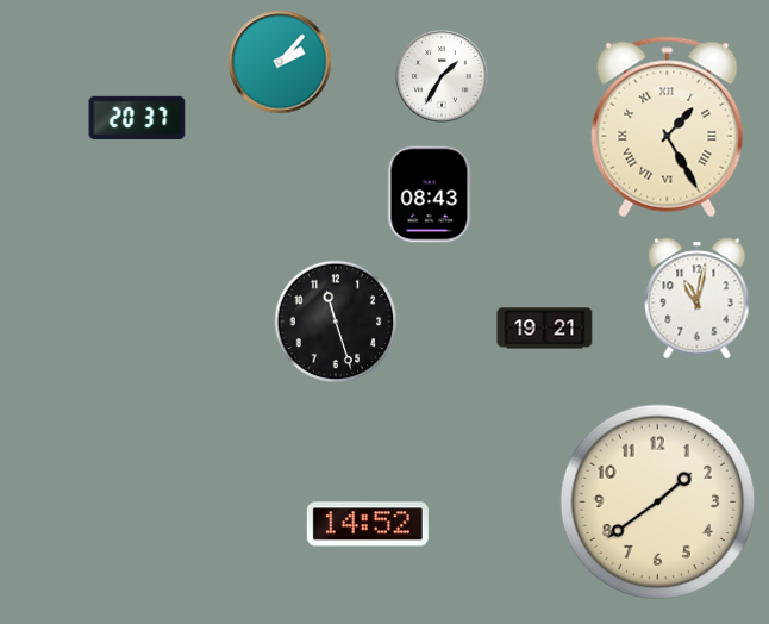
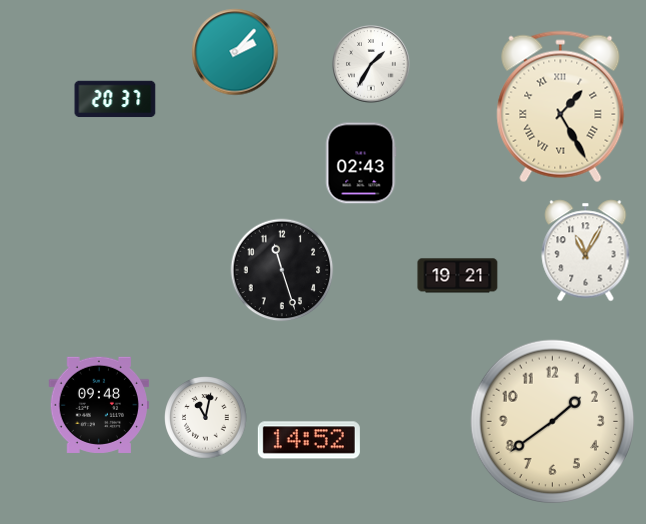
clock at (430, 194): 08:43 -> 02:43
clock at (698, 299): 11:02 -> 11:05
clock at (99, 405): none -> 09:48
clock at (206, 418): none -> 11:02
